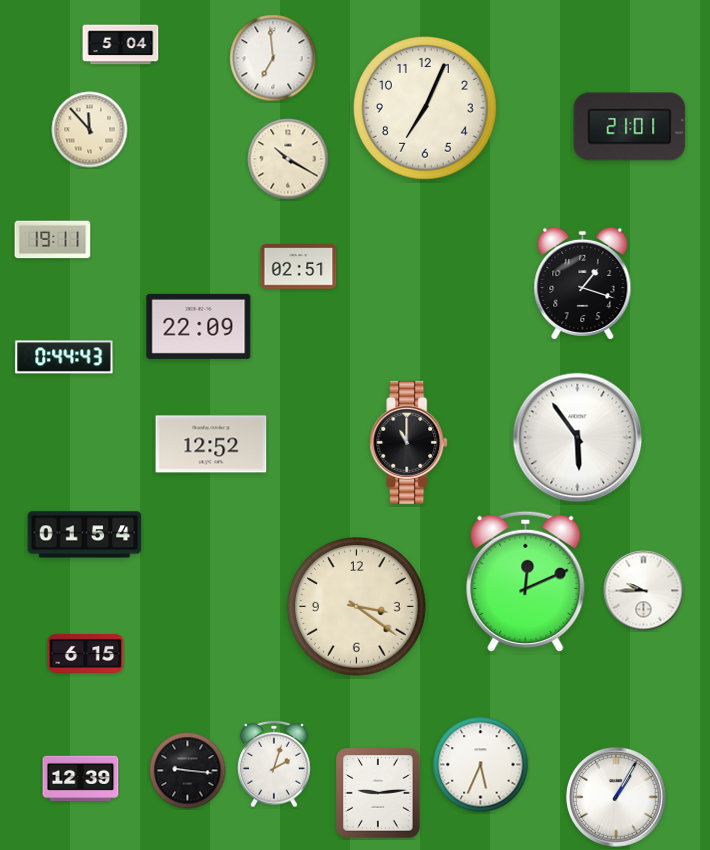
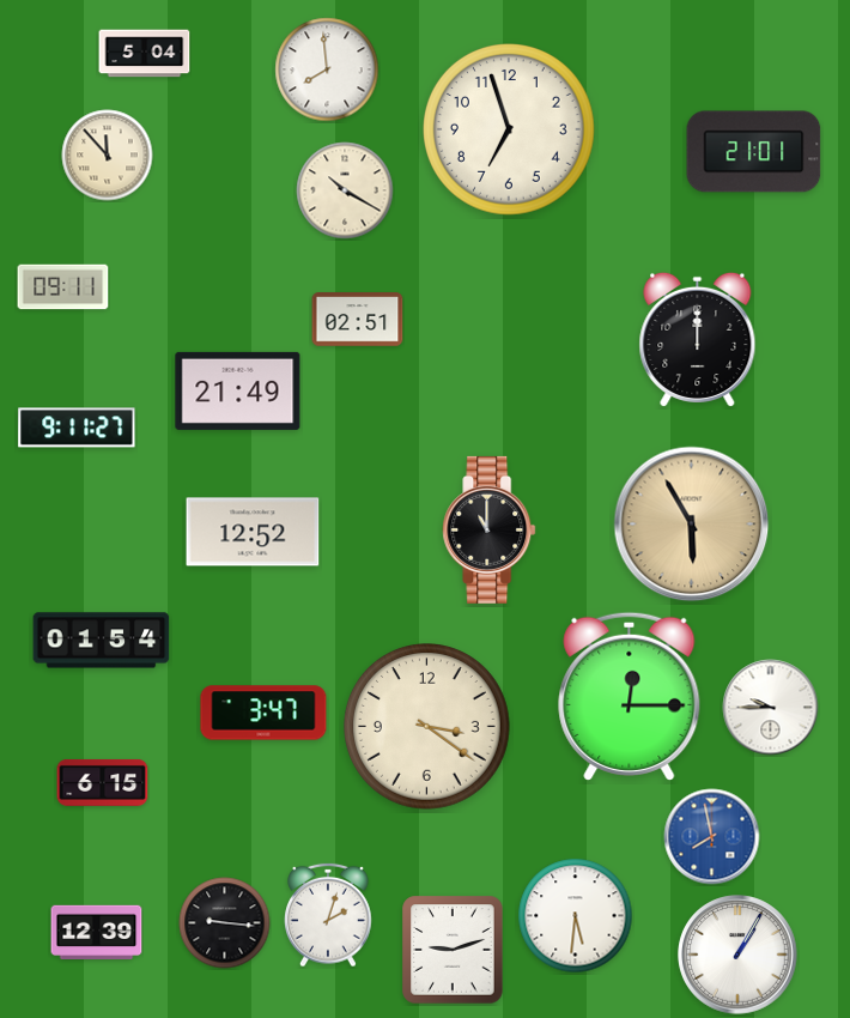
clock at (273, 58): 6:59 -> 7:59
clock at (426, 109): 7:04 -> 6:57
clock at (53, 240): 19:11 -> 09:11
clock at (583, 283): 1:18 -> 12:00
clock at (199, 326): 22:09 -> 21:49
clock at (64, 357): 0:44 -> 9:11
clock at (578, 438): 5:54 -> 5:55
clock at (578, 438) dial: white -> champagne
clock at (526, 581): 12:11 -> 12:15
clock at (263, 713): none -> 3:47
clock at (712, 837): none -> 7:58
clock at (481, 765): 5:34 -> 5:31
clock at (378, 793): 9:14 -> 9:12
